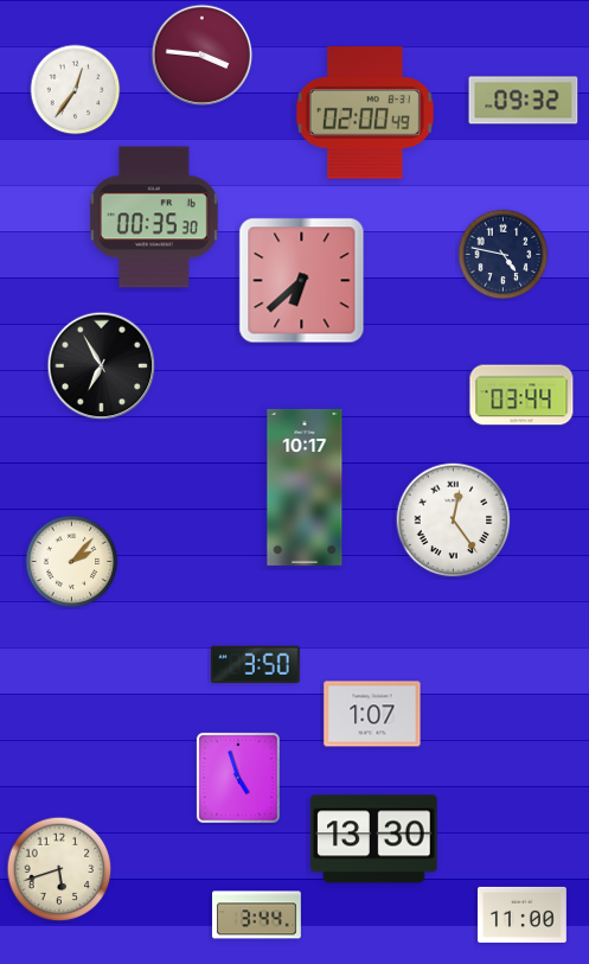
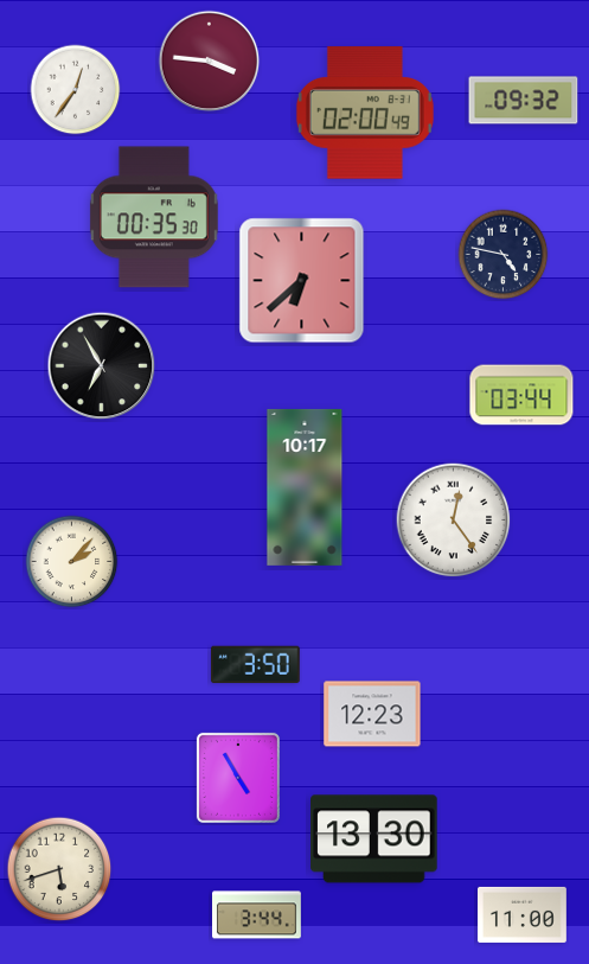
clock at (203, 56) position: (203, 56) -> (210, 62)
clock at (372, 714): 1:07 -> 12:23
clock at (238, 778): 4:57 -> 4:55
